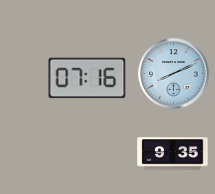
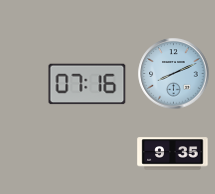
clock at (87, 78) position: (87, 78) -> (87, 84)
